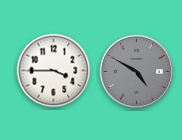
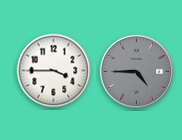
clock at (136, 71): 4:50 -> 4:45
